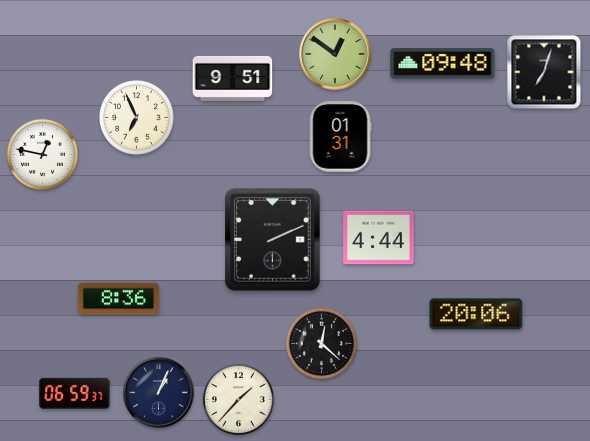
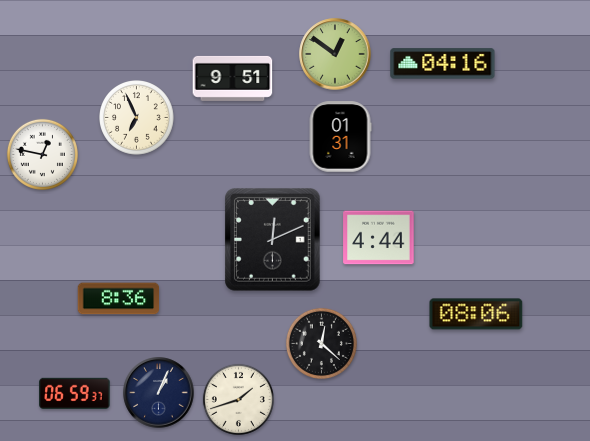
clock at (443, 64): 09:48 -> 04:16
clock at (544, 72): 7:03 -> none
clock at (273, 240): 2:11 -> 12:11
clock at (476, 314): 20:06 -> 08:06
clock at (238, 399): 1:37 -> 1:42
